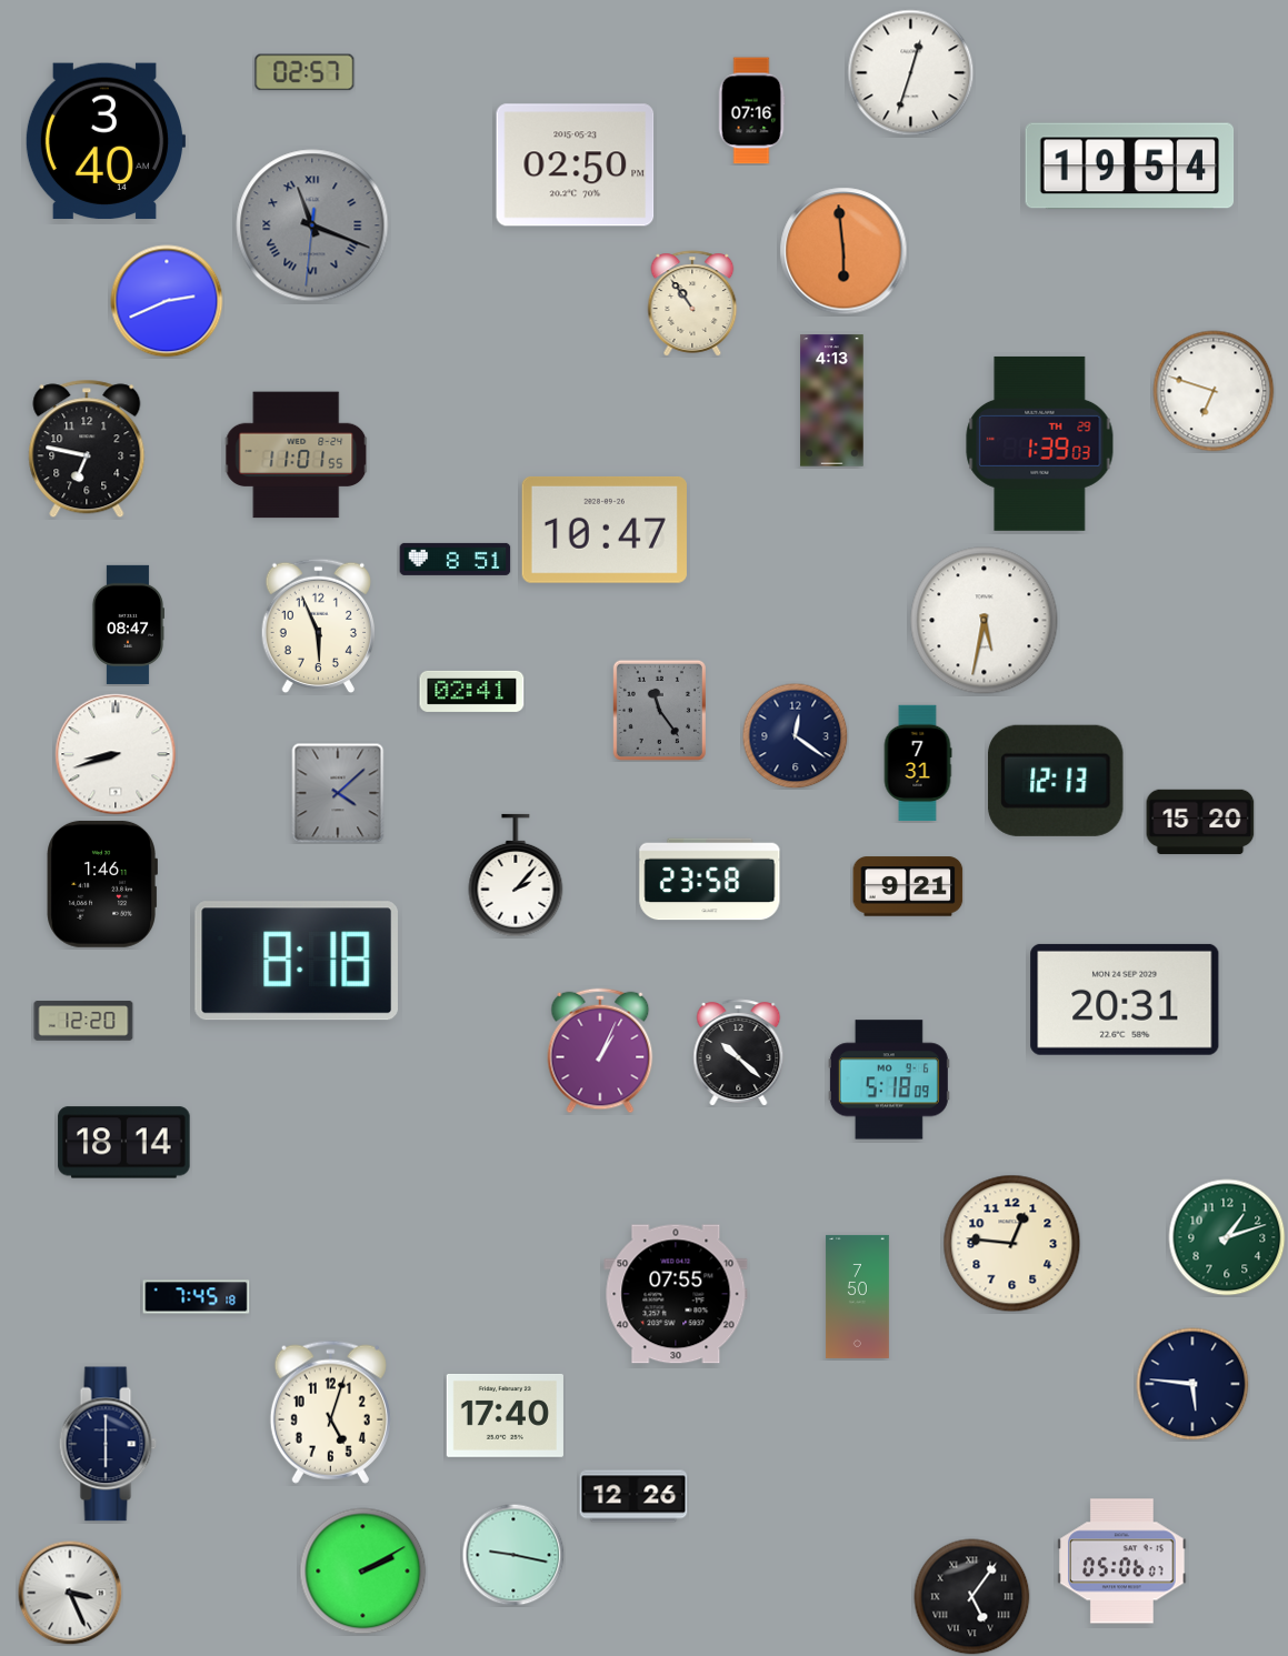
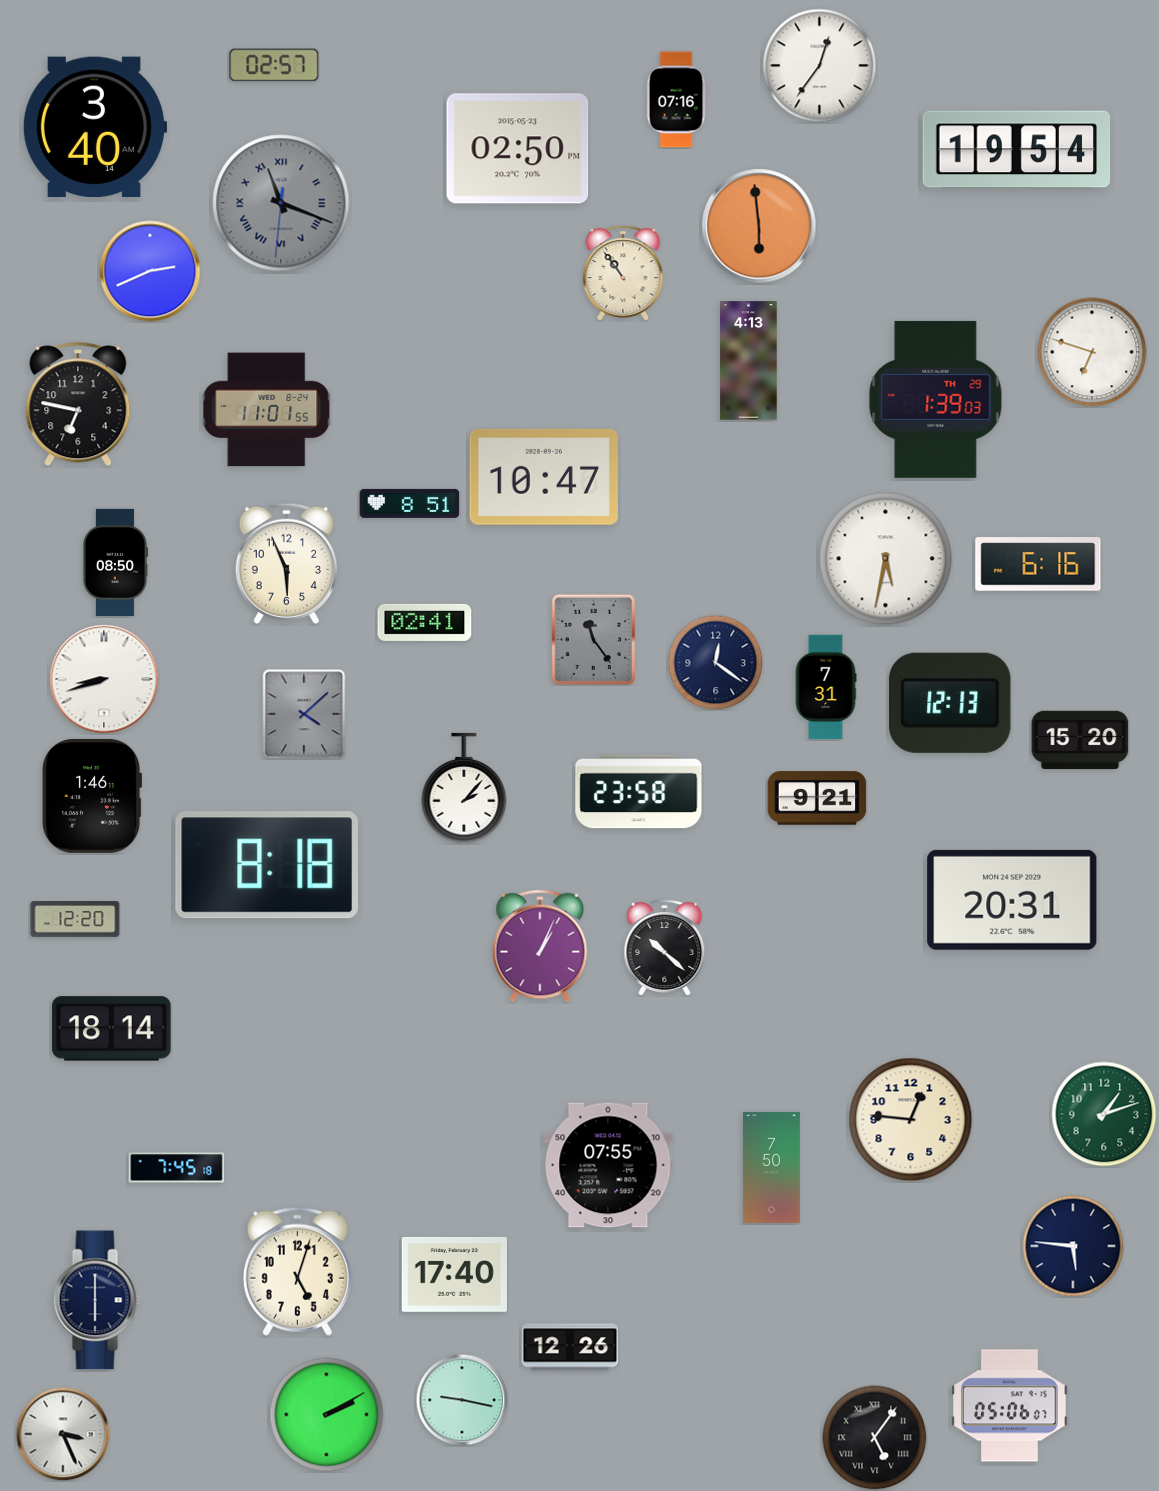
clock at (911, 73): 12:33 -> 12:36
clock at (127, 624): 08:47 -> 08:50
clock at (1038, 564): none -> 6:16
clock at (889, 1080): 5:18 -> none
